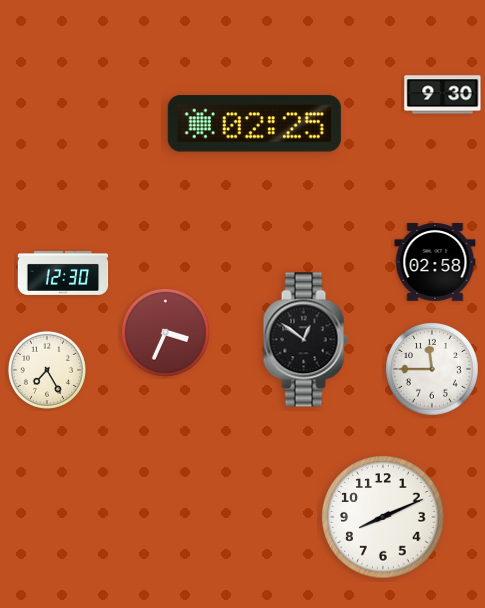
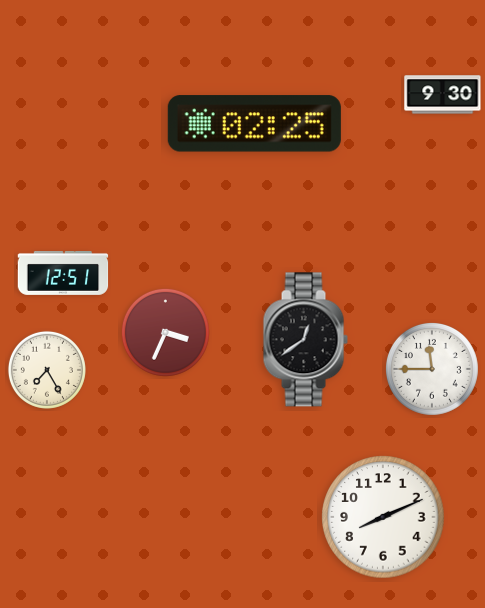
clock at (435, 263): 02:58 -> none
clock at (63, 273): 12:30 -> 12:51
clock at (305, 340): 12:51 -> 12:39
